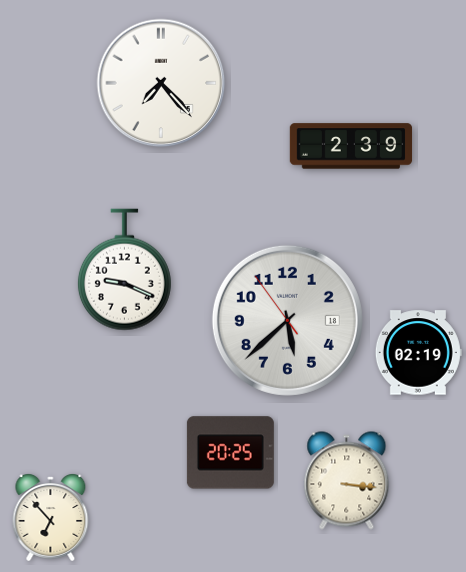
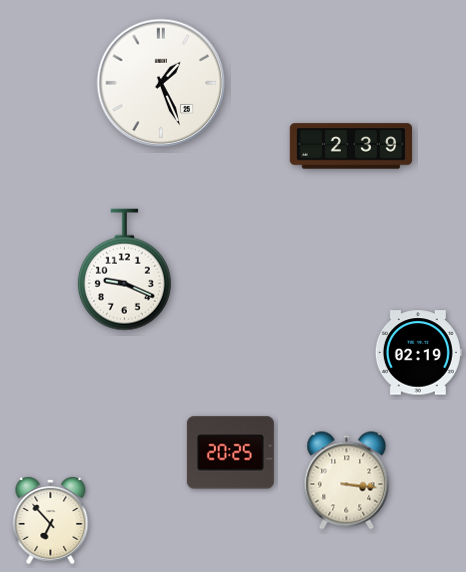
clock at (161, 83): 7:23 -> 1:26
clock at (287, 320): 5:37 -> none
clock at (51, 518) position: (51, 518) -> (51, 521)
